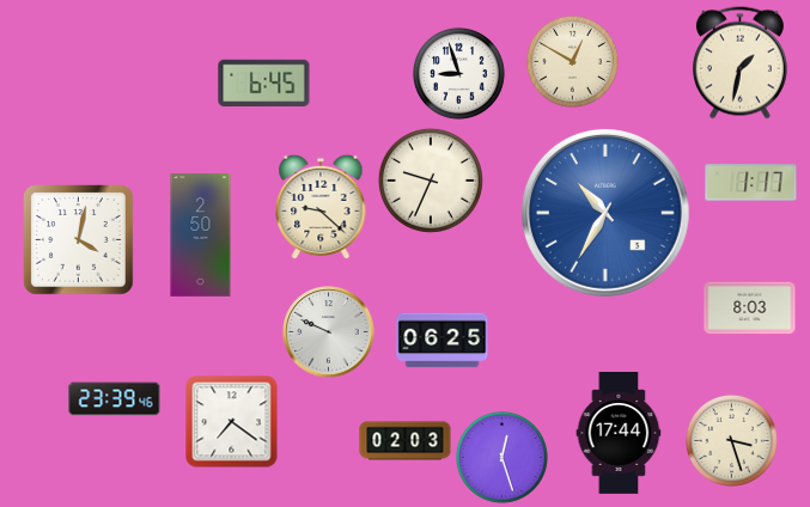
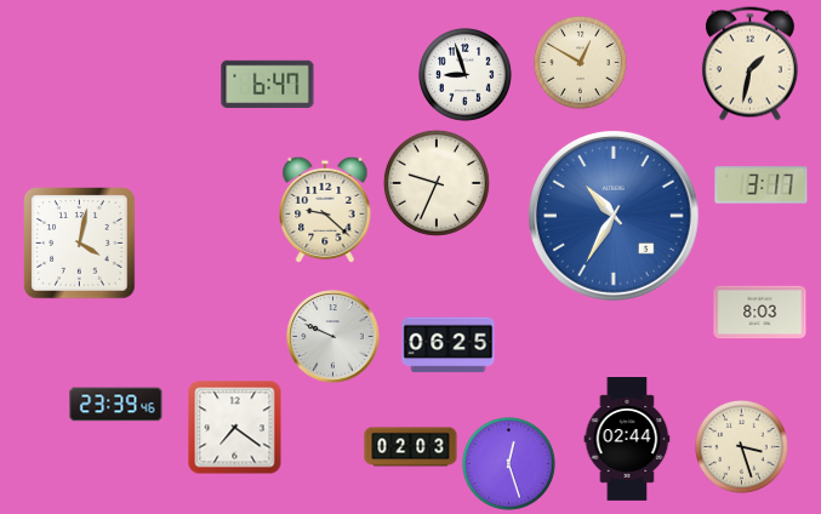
clock at (264, 84): 6:45 -> 6:47
clock at (751, 183): 1:17 -> 3:17
clock at (201, 236): 2:50 -> none
clock at (619, 434): 17:44 -> 02:44
